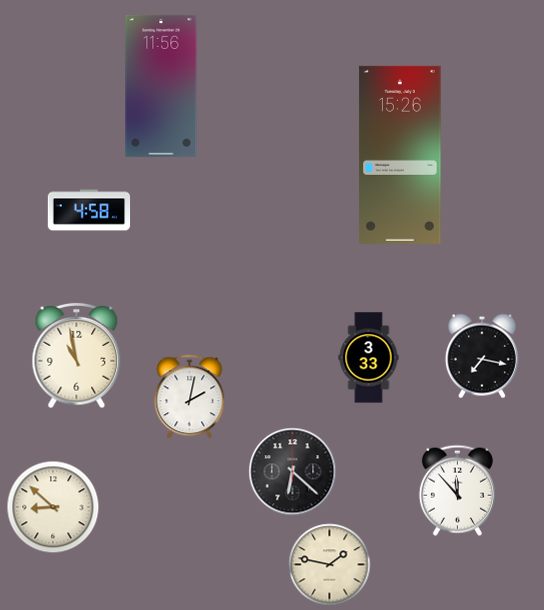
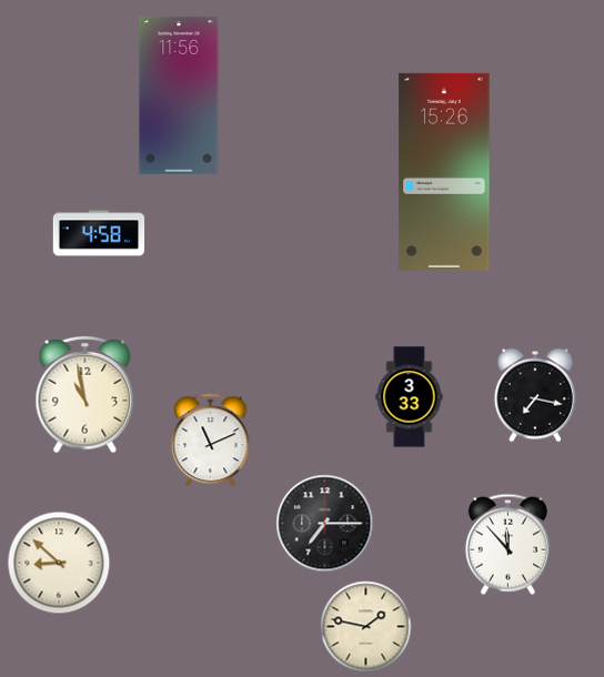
clock at (190, 397): 2:02 -> 11:11
clock at (293, 472): 6:22 -> 7:15
